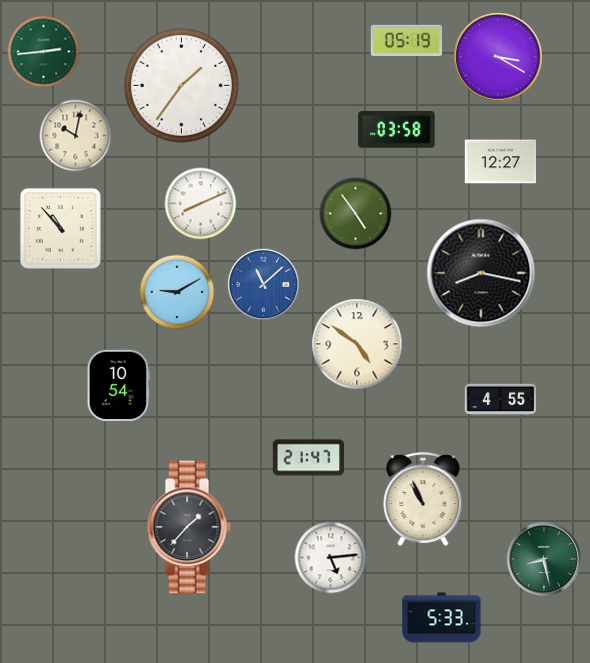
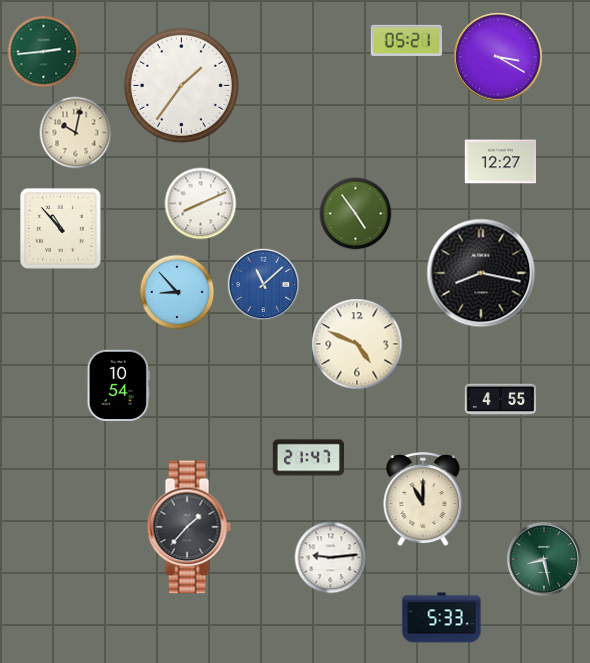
clock at (406, 40): 05:19 -> 05:21
clock at (397, 130): 03:58 -> none
clock at (76, 136) position: (76, 136) -> (76, 133)
clock at (177, 292): 9:10 -> 8:53
clock at (357, 344): 4:51 -> 4:49
clock at (423, 500): 10:56 -> 11:00
clock at (331, 558): 5:14 -> 9:14
